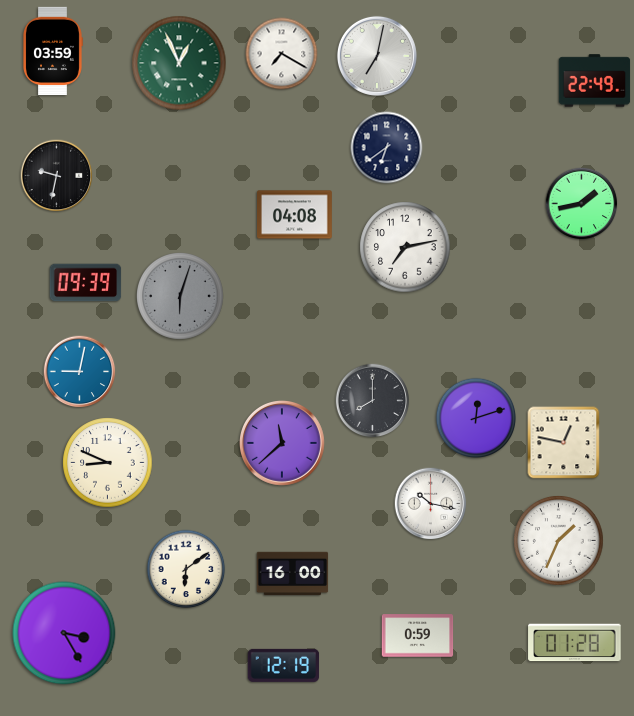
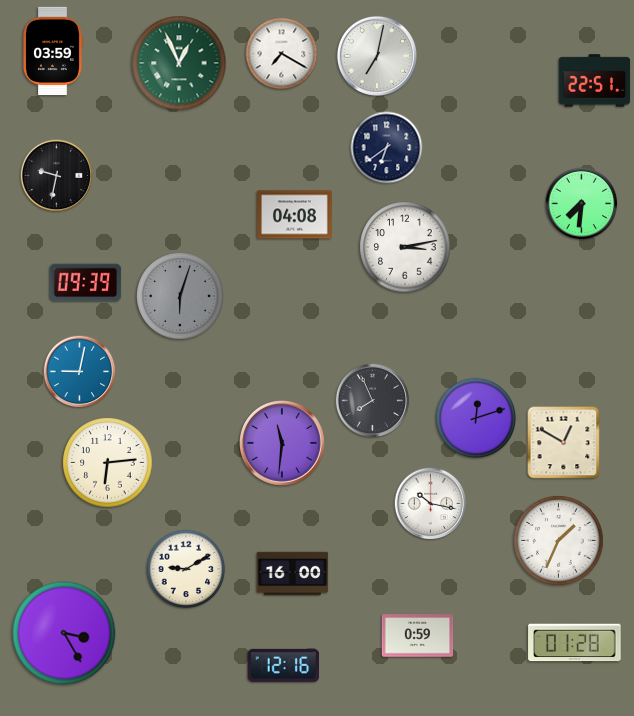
clock at (595, 81): 22:49 -> 22:51
clock at (582, 204): 1:43 -> 7:31
clock at (405, 247): 7:13 -> 3:13
clock at (373, 401): 8:00 -> 7:56
clock at (564, 443): 12:47 -> 12:50
clock at (283, 444): 11:38 -> 11:31
clock at (108, 463): 8:49 -> 6:14
clock at (186, 569): 6:09 -> 9:10
clock at (284, 665): 12:19 -> 12:16
